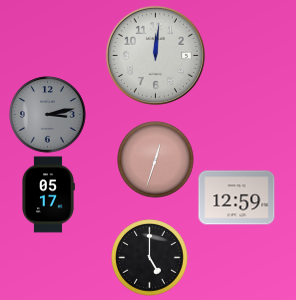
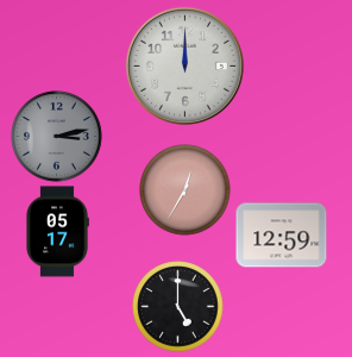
clock at (155, 55): 12:01 -> 12:00
clock at (156, 160): 12:33 -> 12:35
